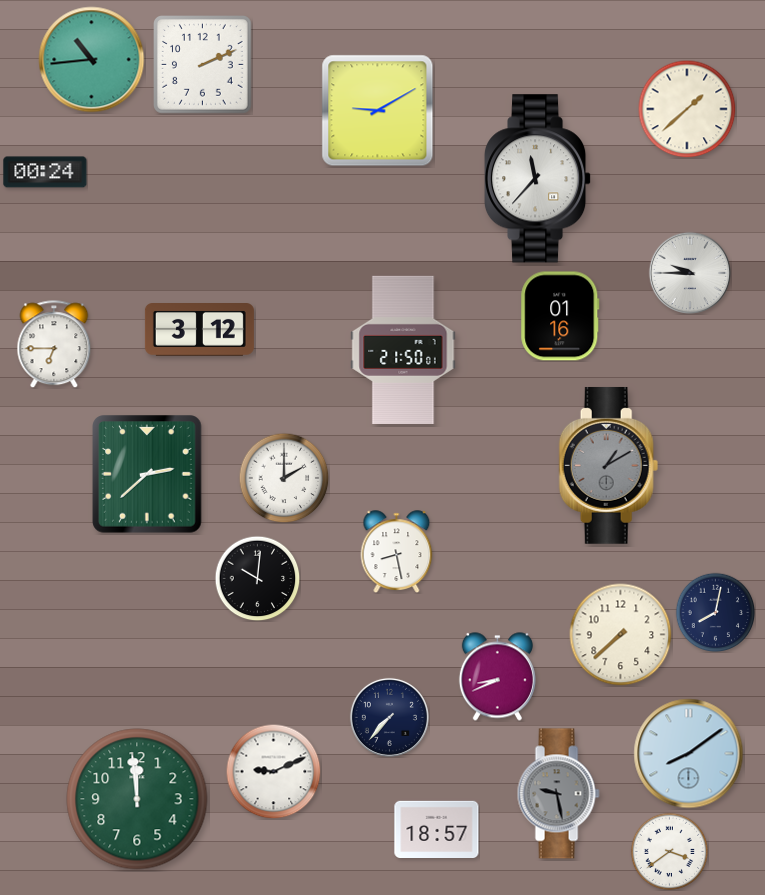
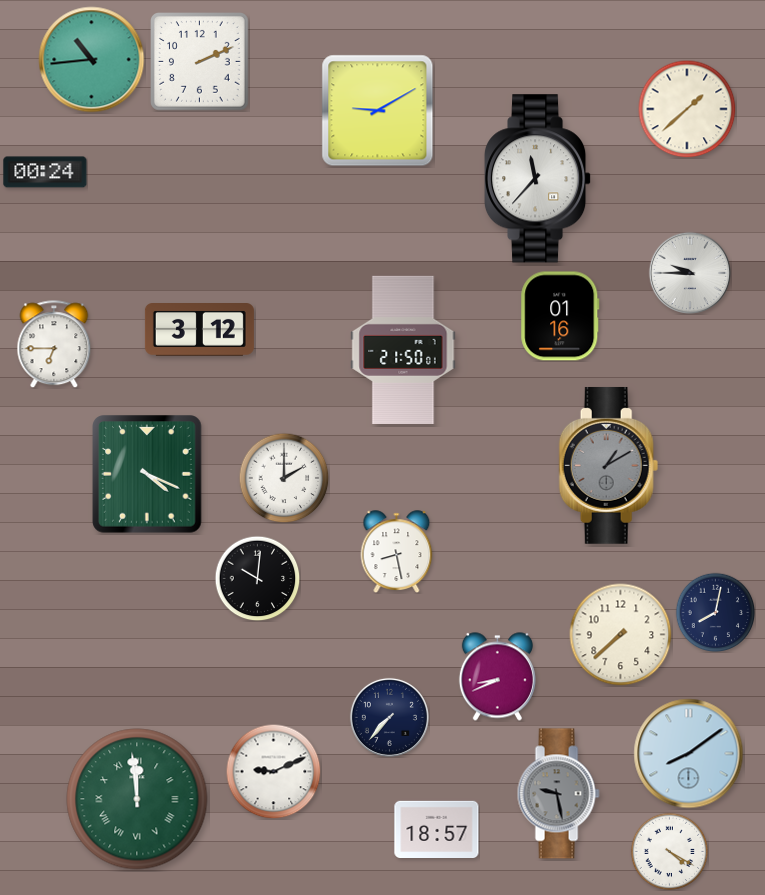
clock at (203, 65) position: (203, 65) -> (200, 62)
clock at (147, 474): 2:38 -> 4:19
clock at (137, 799) numerals: Arabic -> Roman
clock at (669, 851): 3:39 -> 4:20
